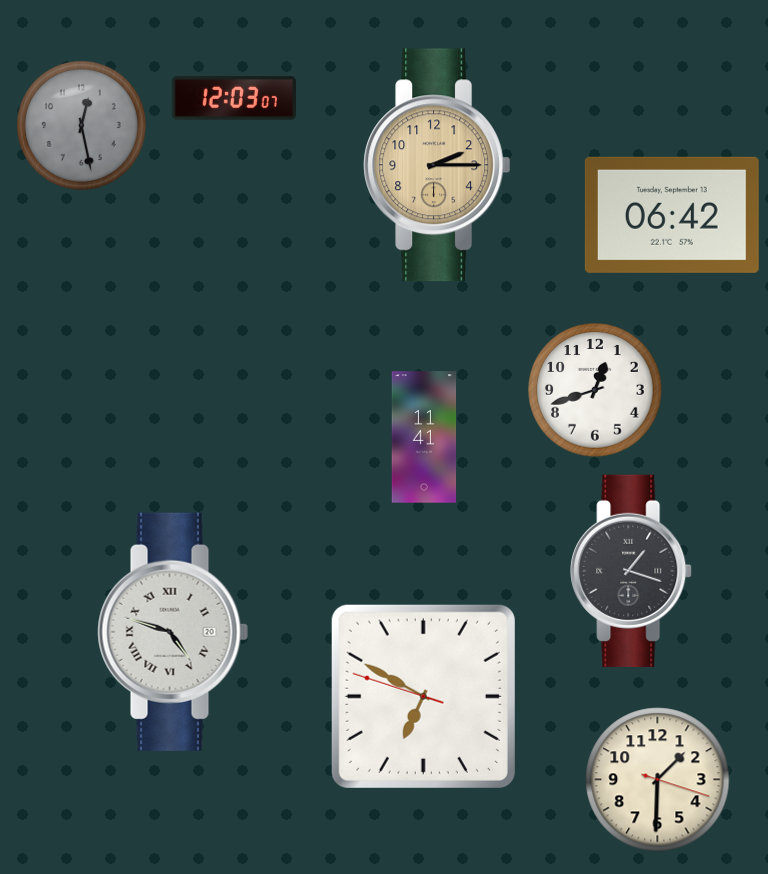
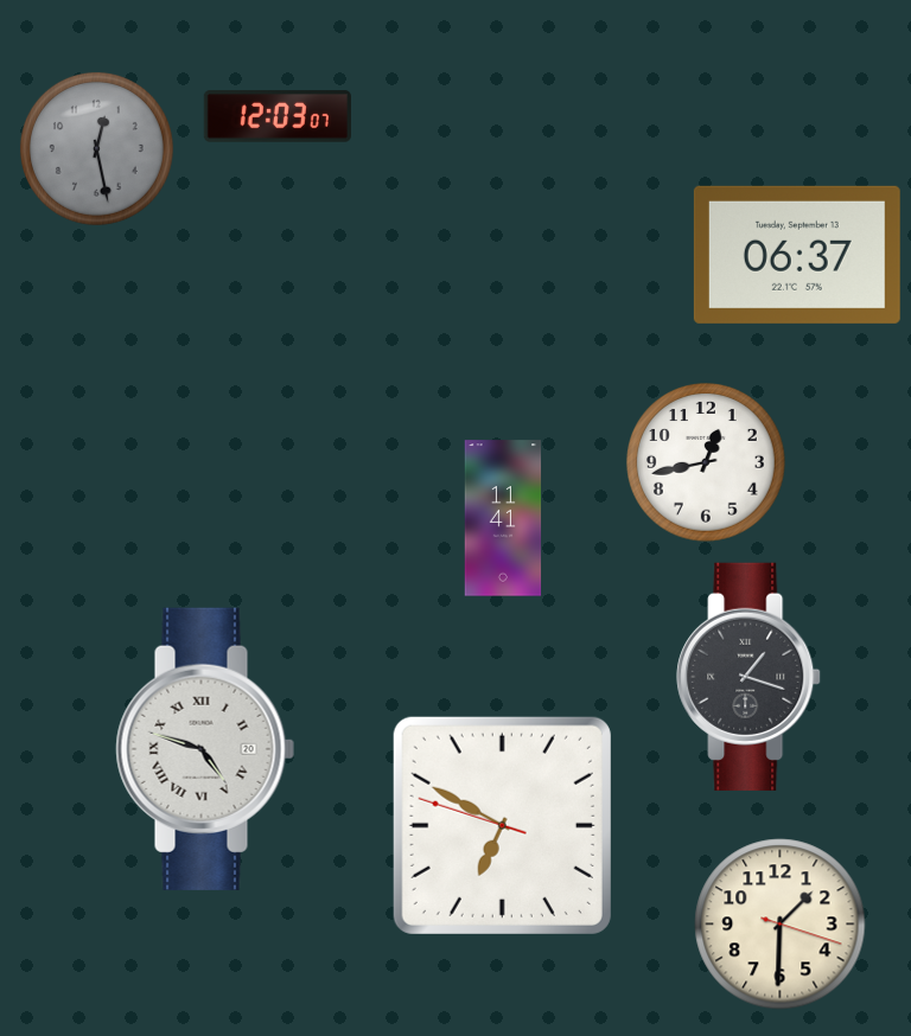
clock at (436, 165): 2:15 -> none
clock at (672, 215): 06:42 -> 06:37
clock at (595, 390): 12:42 -> 12:43
